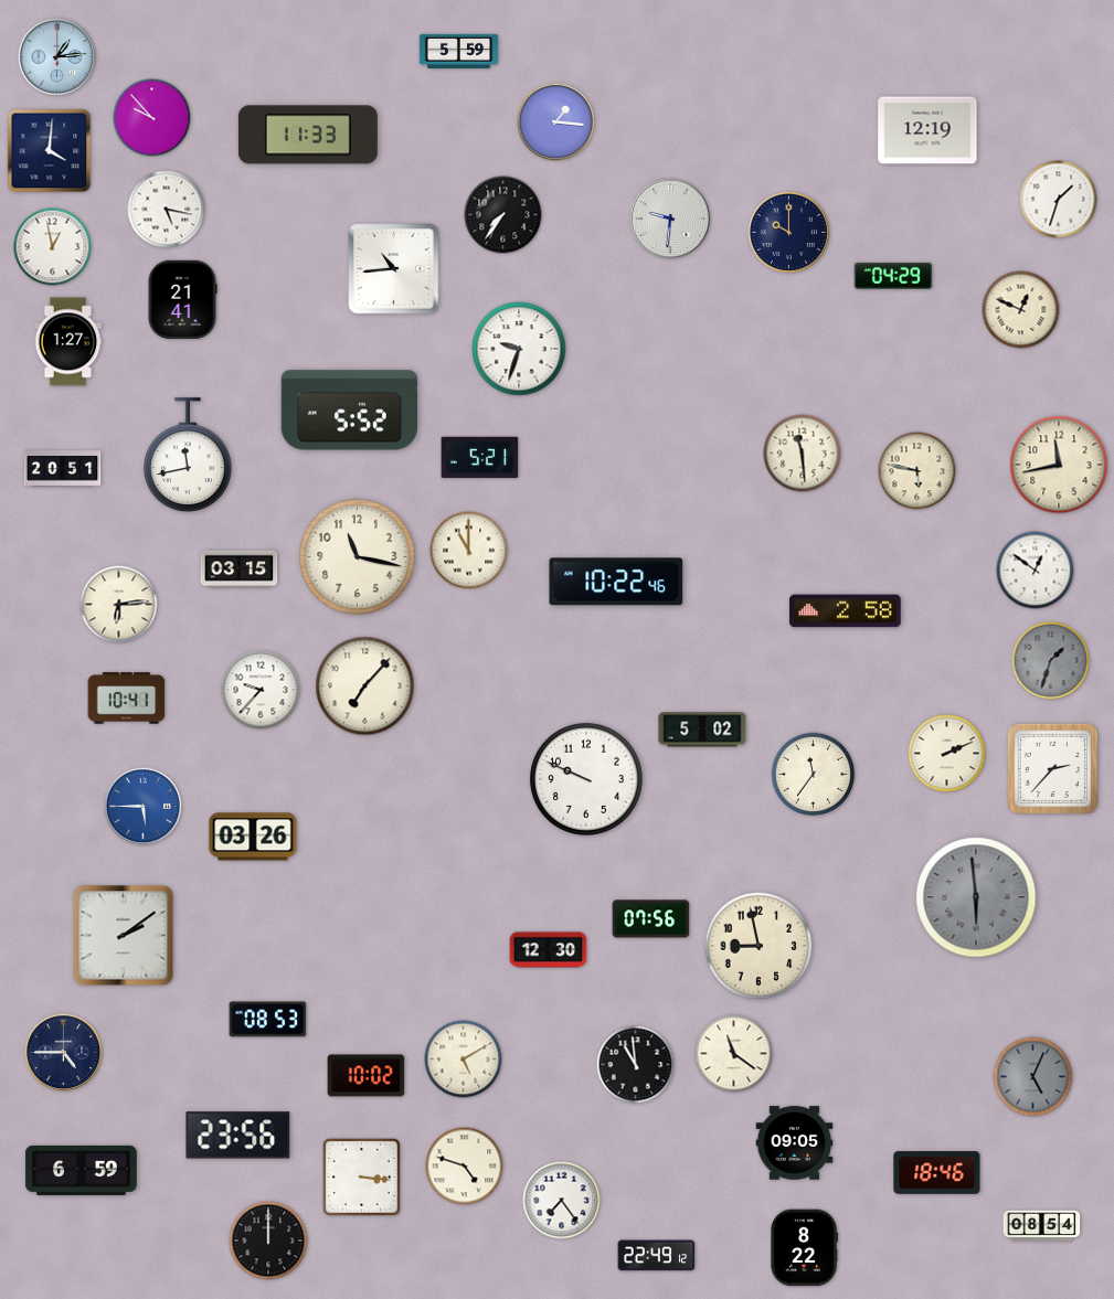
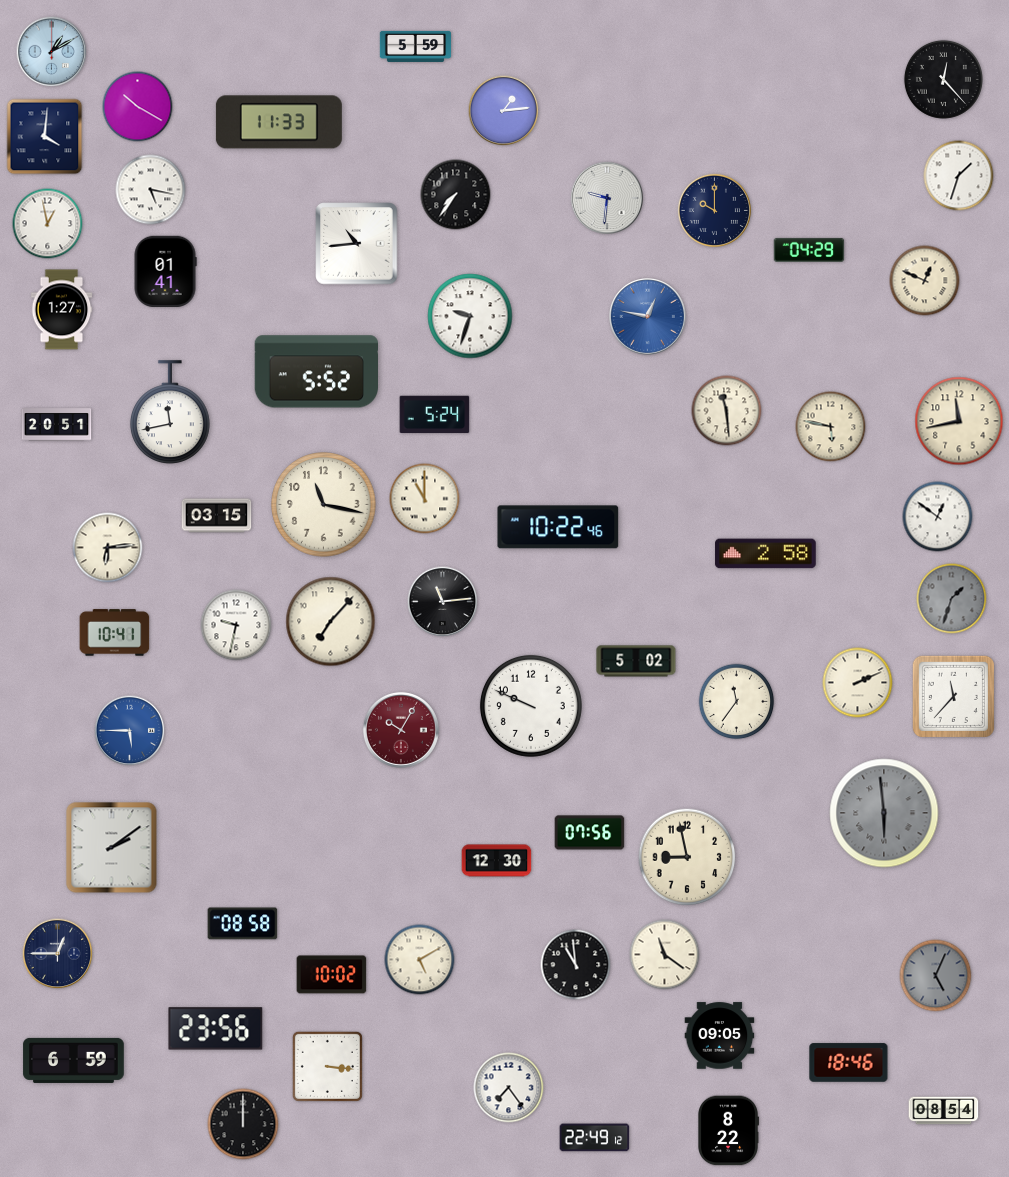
clock at (57, 57): 1:14 -> 1:10
clock at (943, 79): none -> 12:23
clock at (152, 118): 9:53 -> 10:20
clock at (556, 123): 1:16 -> 1:14
clock at (927, 130): 12:19 -> none
clock at (1059, 200) position: (1059, 200) -> (959, 176)
clock at (182, 299): 21:41 -> 01:41
clock at (647, 316): none -> 12:47
clock at (480, 458): 5:21 -> 5:24
clock at (443, 602): none -> 11:14
clock at (261, 690): 9:37 -> 9:32
clock at (1052, 768): 2:37 -> 11:37
clock at (401, 730): none -> 10:05
clock at (253, 837): 03:26 -> none
clock at (268, 1020): 08:53 -> 08:58
clock at (64, 1053): 4:45 -> 12:45
clock at (465, 1167): 4:48 -> none
